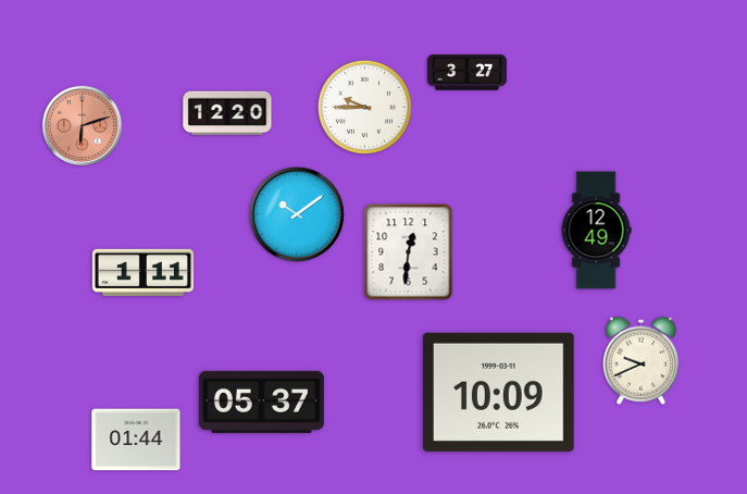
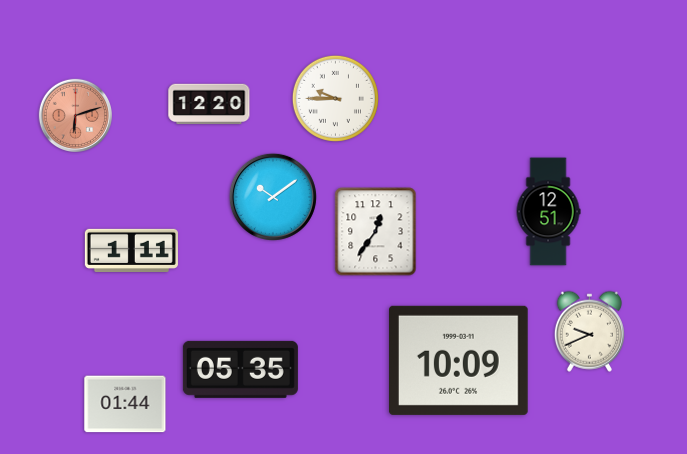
clock at (466, 73): 3:27 -> none
clock at (596, 231): 12:49 -> 12:51
clock at (409, 252): 12:31 -> 12:36
clock at (261, 402): 05:37 -> 05:35
